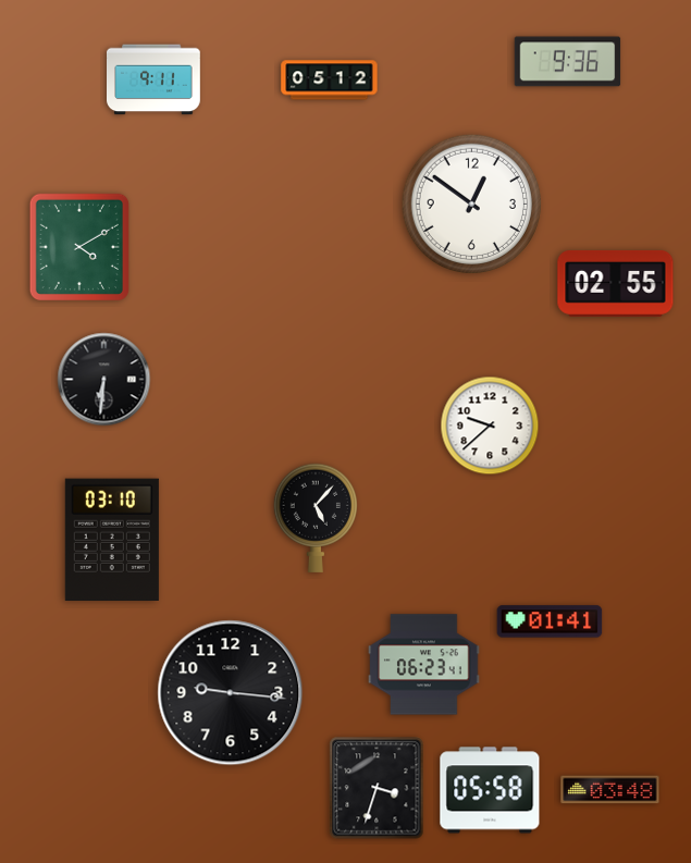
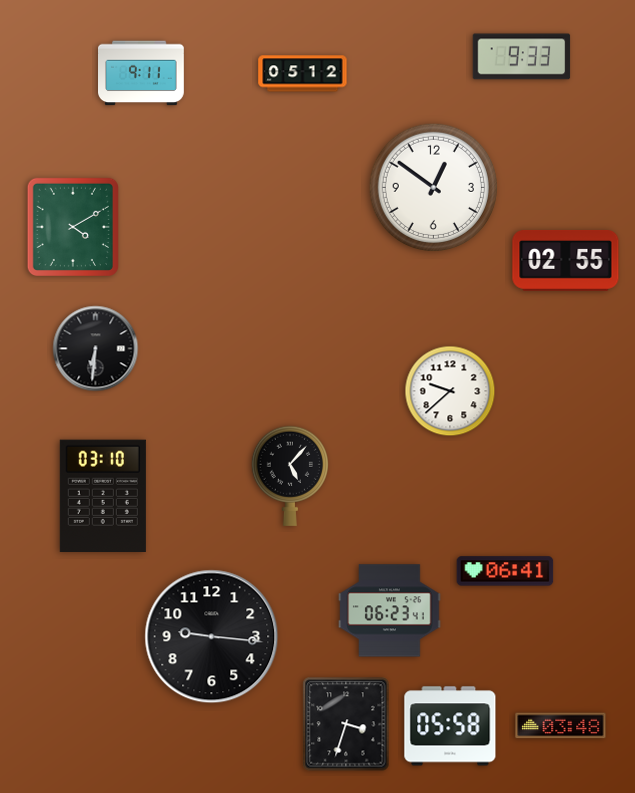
clock at (568, 62): 9:36 -> 9:33
clock at (550, 621): 01:41 -> 06:41
